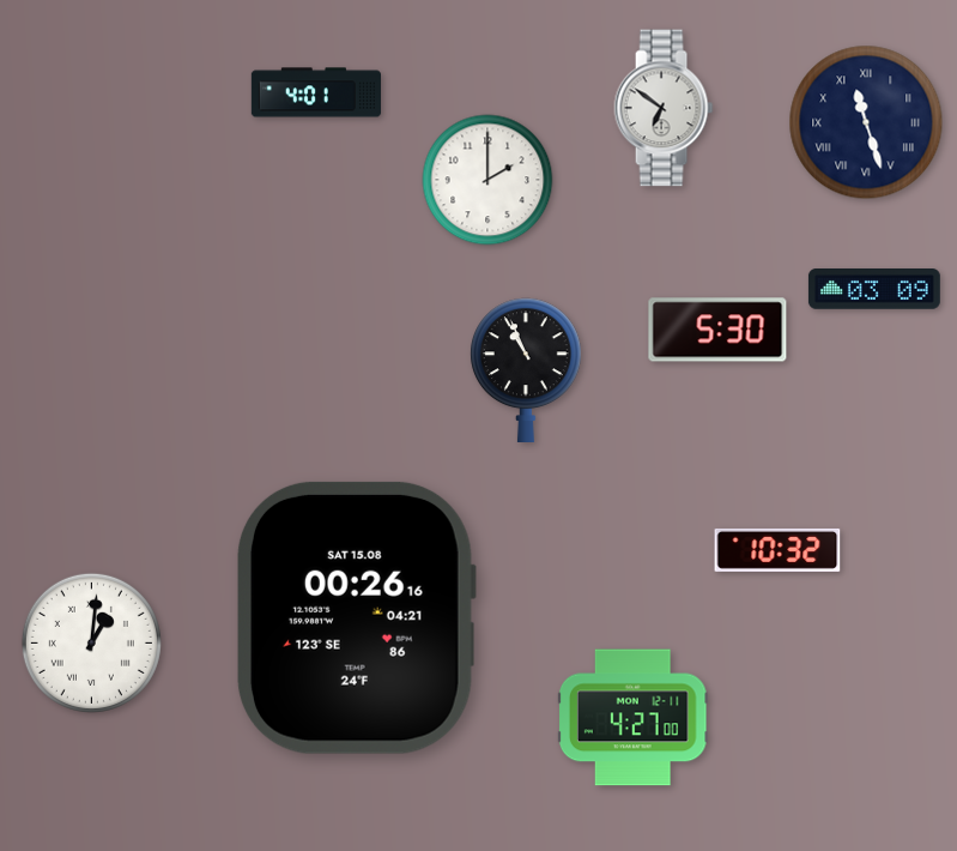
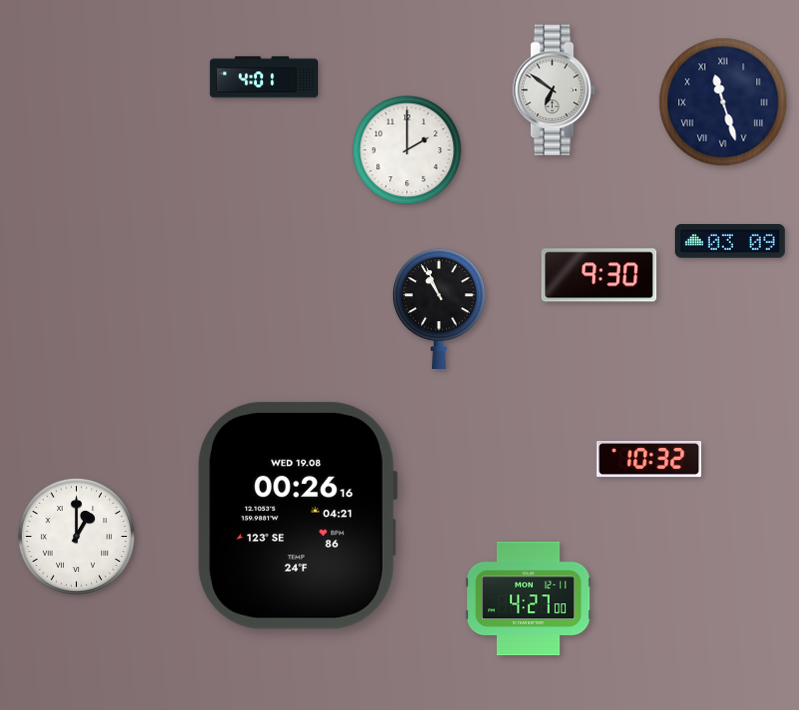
clock at (717, 330): 5:30 -> 9:30
clock at (357, 617) date: SAT 15.08 -> WED 19.08
clock at (91, 642): 1:01 -> 1:00
